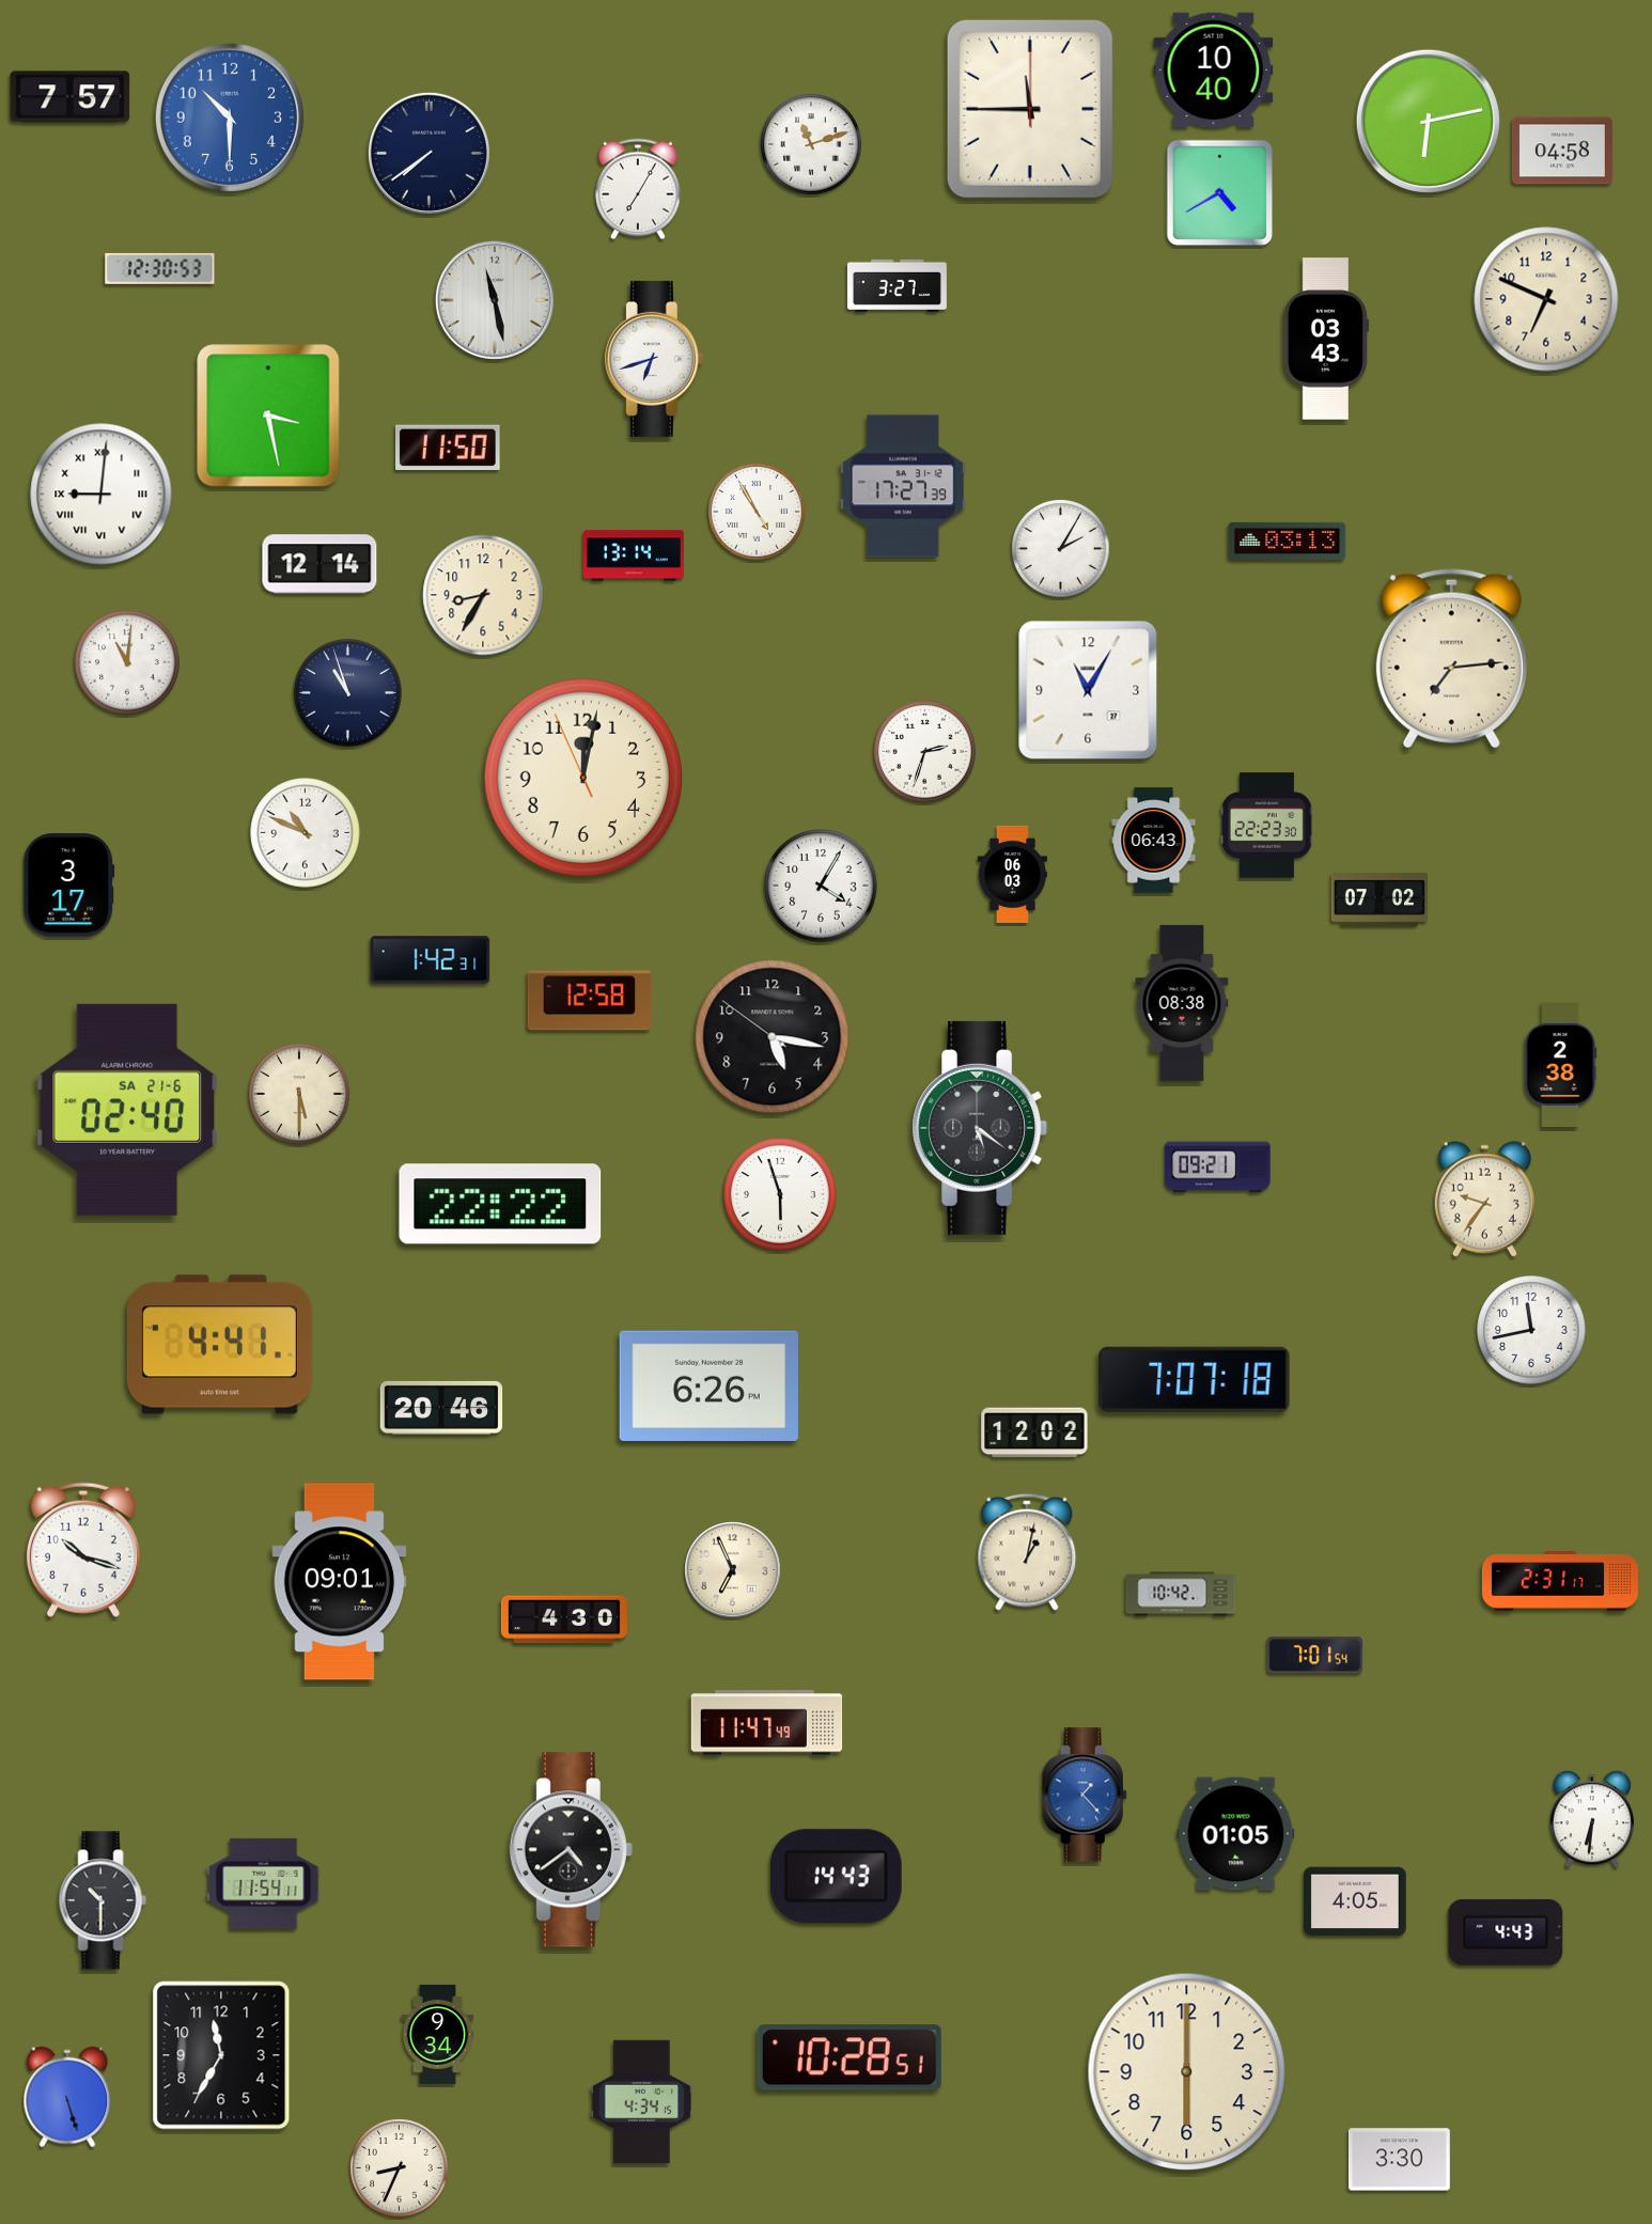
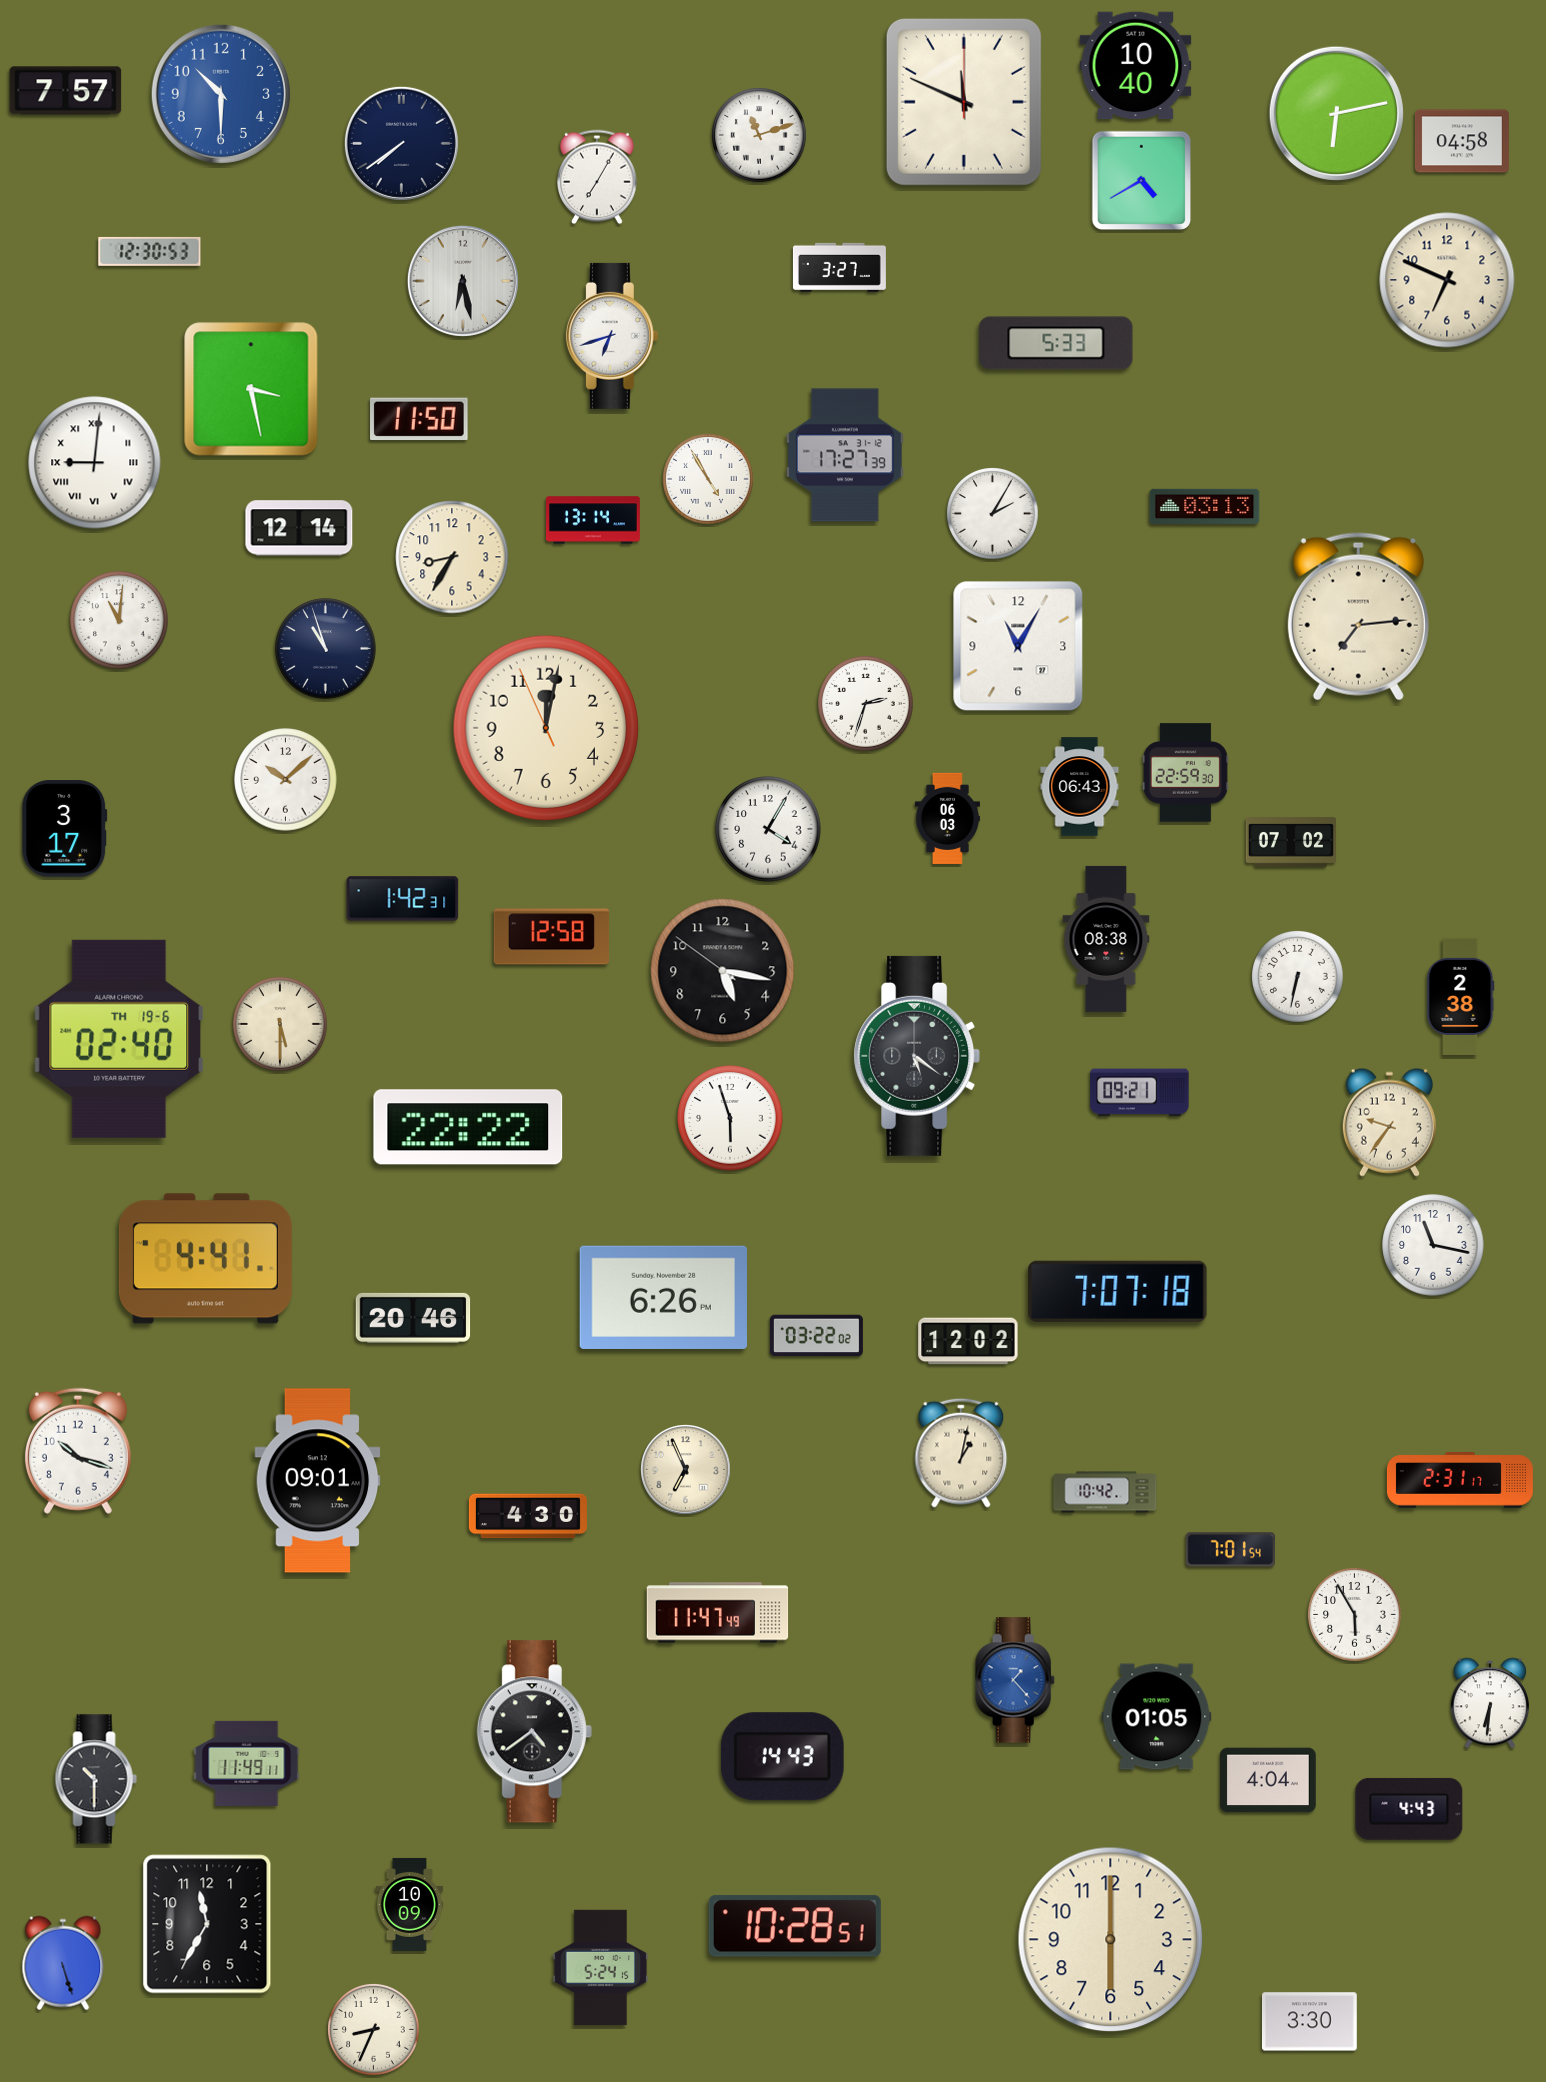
clock at (1030, 109): 11:45 -> 11:49
clock at (230, 118) position: (230, 118) -> (221, 94)
clock at (495, 300): 11:28 -> 6:28
clock at (1326, 339): 03:43 -> none
clock at (1056, 343): none -> 5:33
clock at (1266, 826): 22:23 -> 22:59
clock at (306, 833): 10:49 -> 10:08
clock at (1298, 977): none -> 6:32
clock at (127, 1110) date: SA 21-6 -> TH 19-6
clock at (1531, 1330): 11:43 -> 11:17
clock at (816, 1336): none -> 03:22
clock at (1355, 1615): none -> 5:55
clock at (264, 1883): 11:54 -> 11:49
clock at (1356, 1901): 4:05 -> 4:04
clock at (438, 2034): 9:34 -> 10:09
clock at (642, 2102): 4:34 -> 5:24
